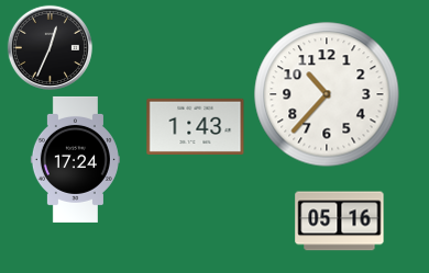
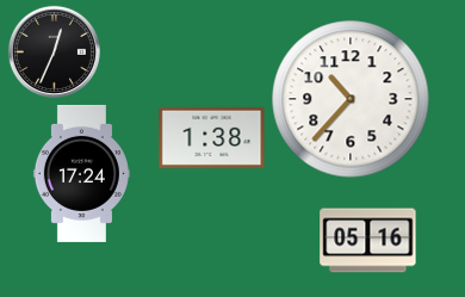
clock at (327, 94) position: (327, 94) -> (351, 99)
clock at (196, 126): 1:43 -> 1:38
